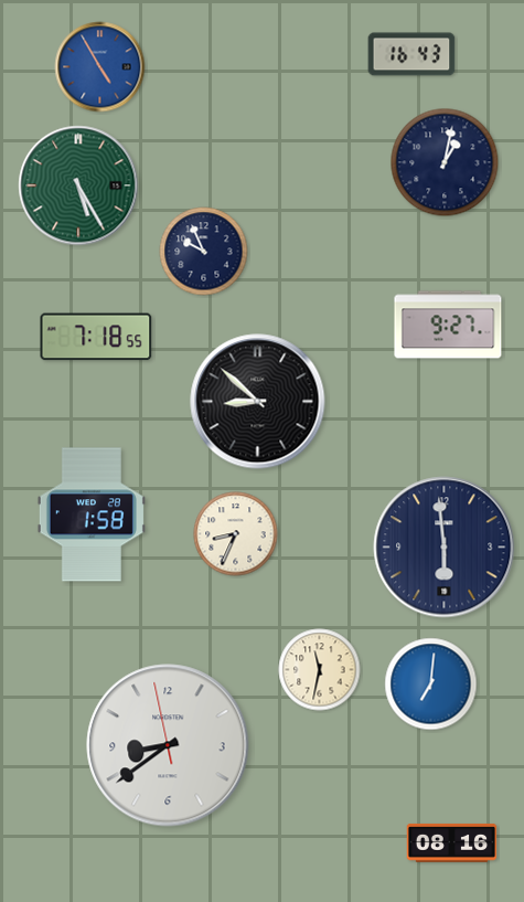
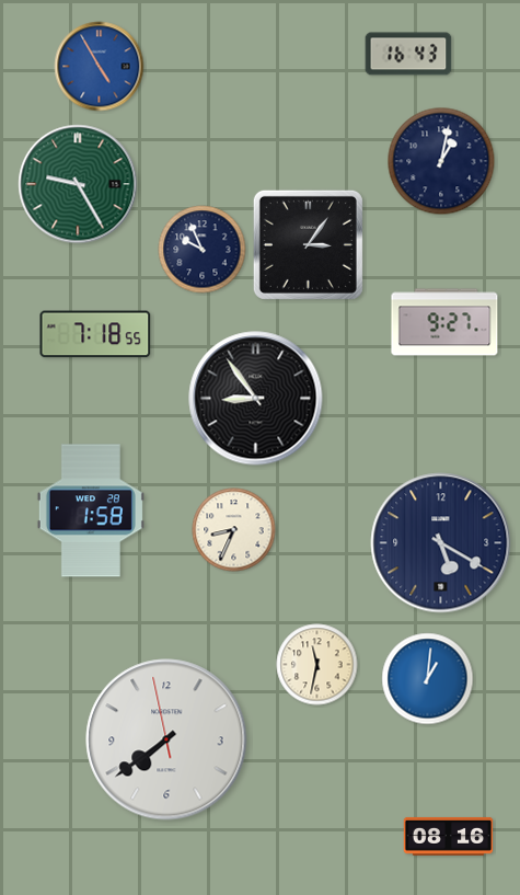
clock at (78, 185): 5:25 -> 9:25
clock at (308, 244): none -> 3:06
clock at (258, 402): 8:52 -> 8:54
clock at (445, 548): 5:59 -> 5:20
clock at (431, 685): 7:01 -> 1:01
clock at (168, 745): 8:38 -> 7:38
